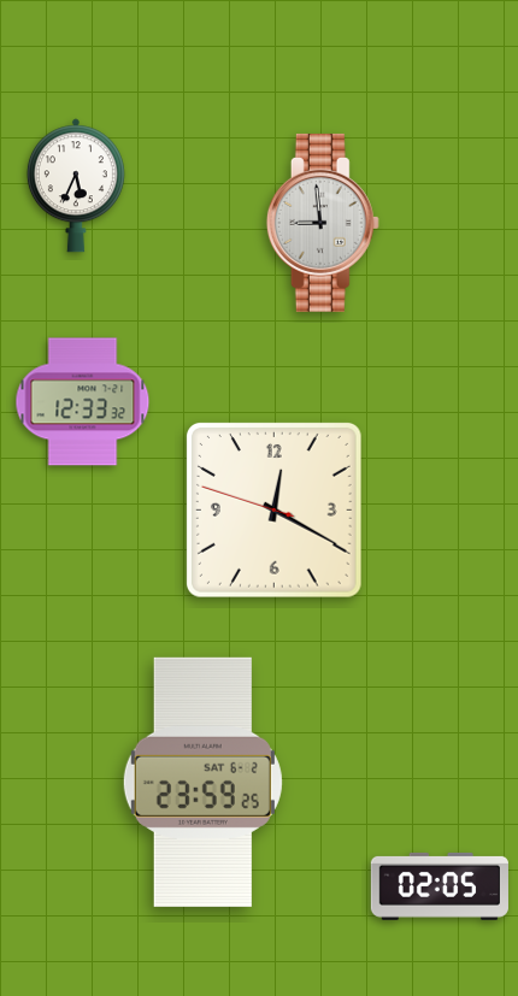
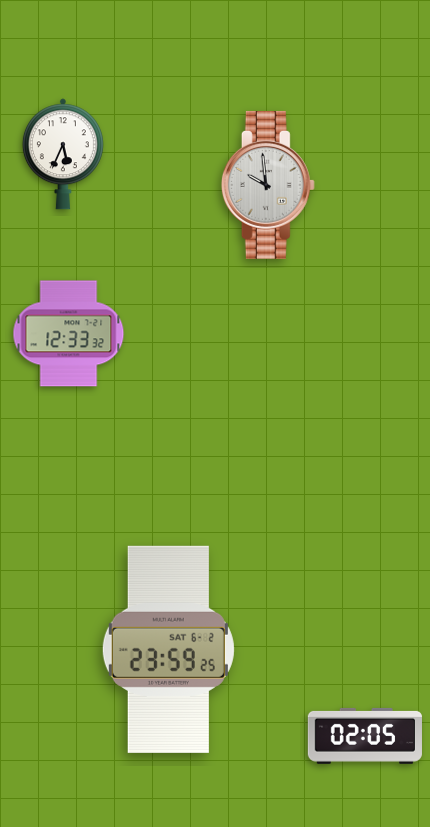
clock at (323, 223): 8:59 -> 9:59
clock at (275, 511): 12:19 -> none
